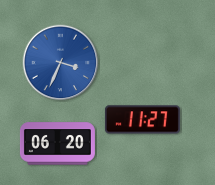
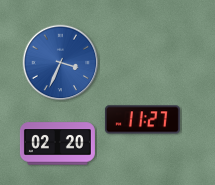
clock at (57, 144): 06:20 -> 02:20
